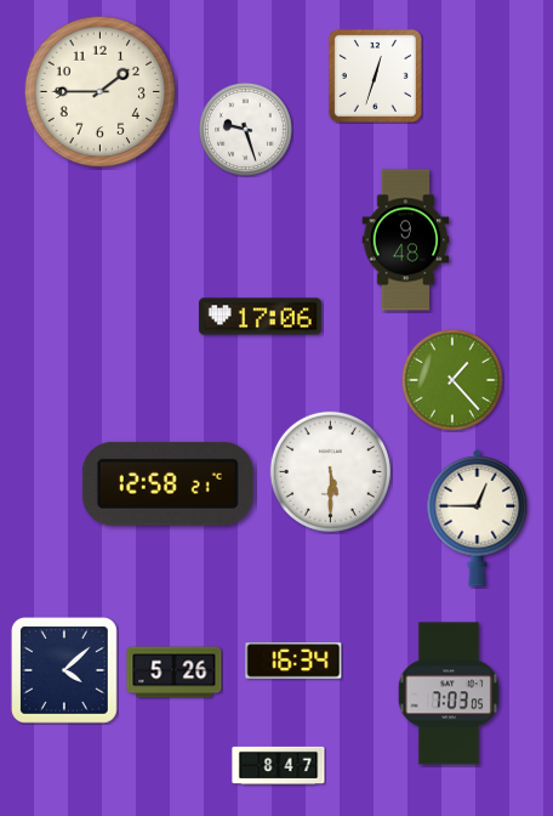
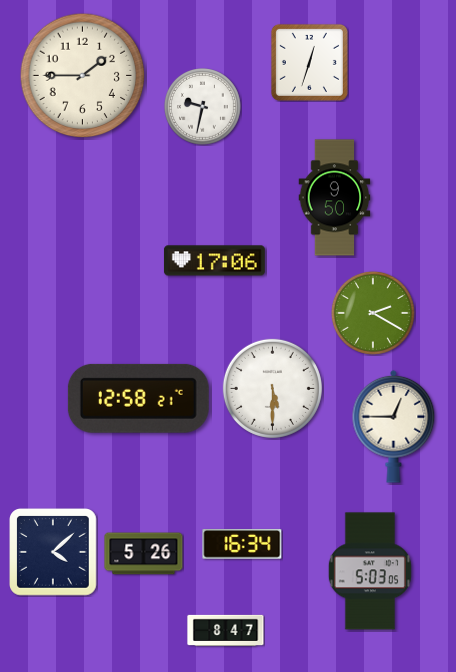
clock at (246, 130): 9:27 -> 9:32
clock at (406, 240): 9:48 -> 9:50
clock at (452, 380): 1:23 -> 2:20
clock at (449, 693): 7:03 -> 5:03
clock at (279, 765) position: (279, 765) -> (226, 630)
